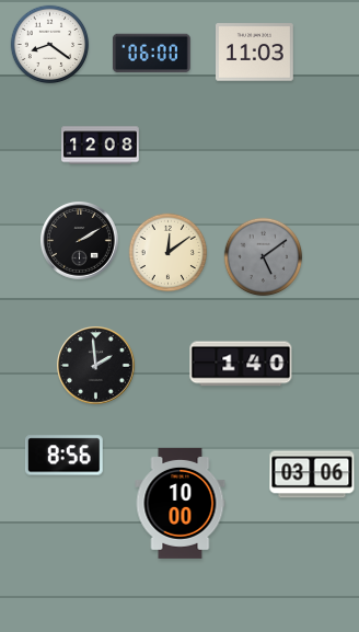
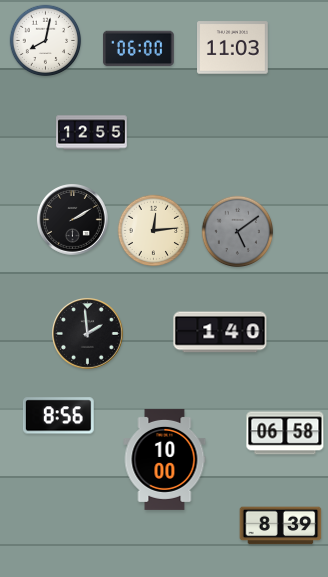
clock at (50, 45): 8:21 -> 8:02
clock at (101, 146): 12:08 -> 12:55
clock at (169, 253): 12:09 -> 12:14
clock at (264, 257) position: (264, 257) -> (238, 232)
clock at (312, 474): 03:06 -> 06:58
clock at (281, 526): none -> 8:39
